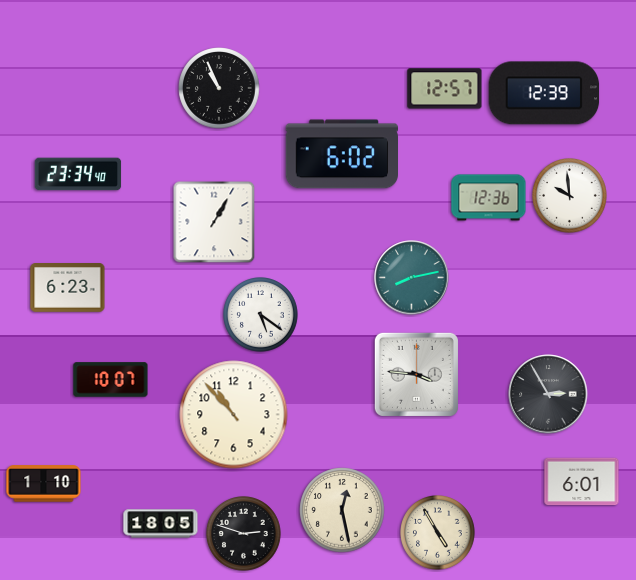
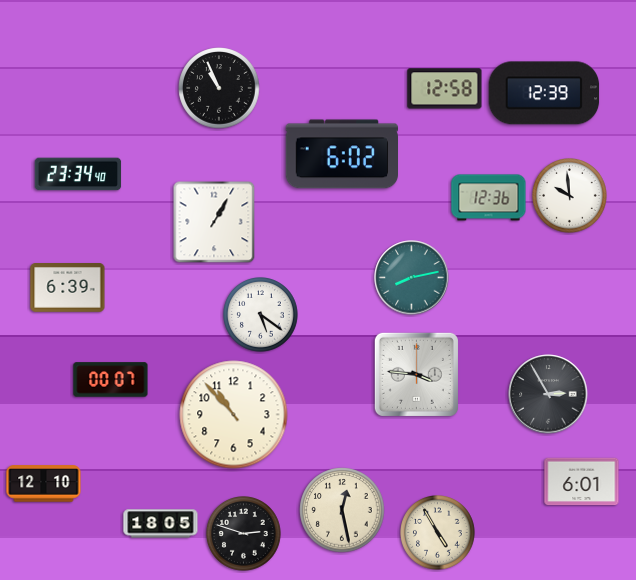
clock at (445, 89): 12:57 -> 12:58
clock at (68, 288): 6:23 -> 6:39
clock at (111, 380): 10:07 -> 00:07
clock at (44, 484): 1:10 -> 12:10
